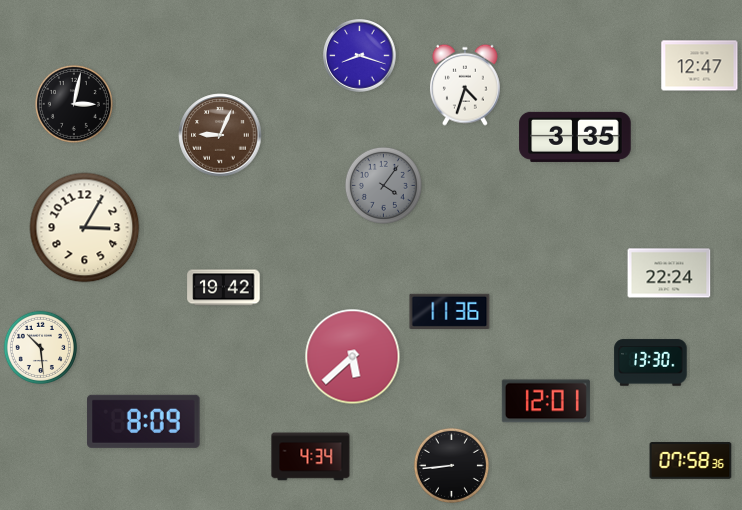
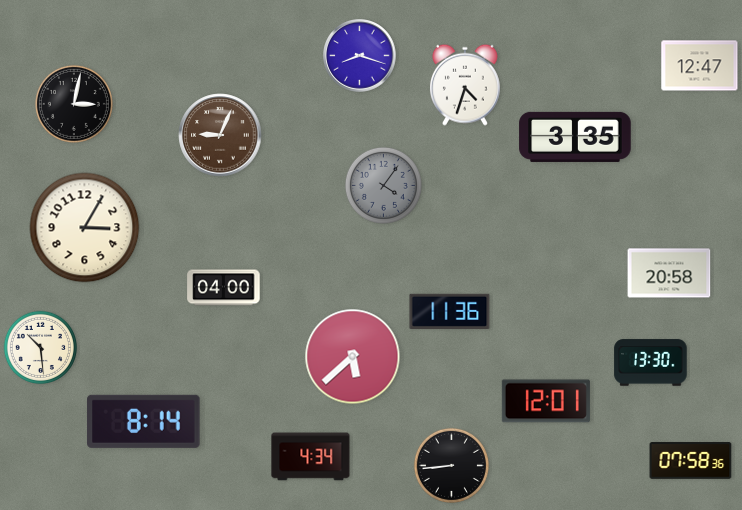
clock at (669, 273): 22:24 -> 20:58
clock at (224, 288): 19:42 -> 04:00
clock at (144, 421): 8:09 -> 8:14
